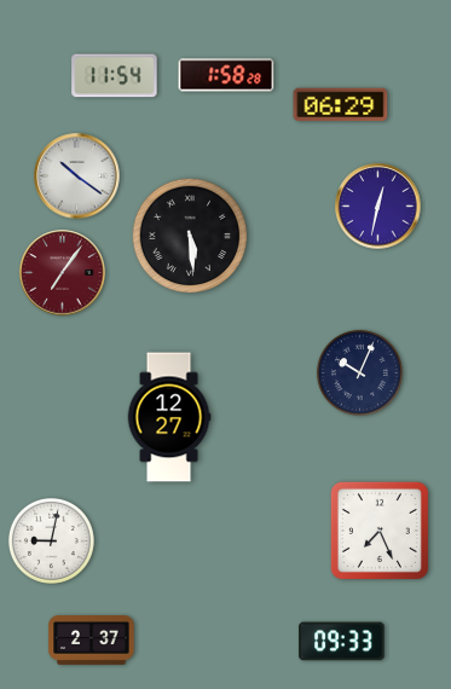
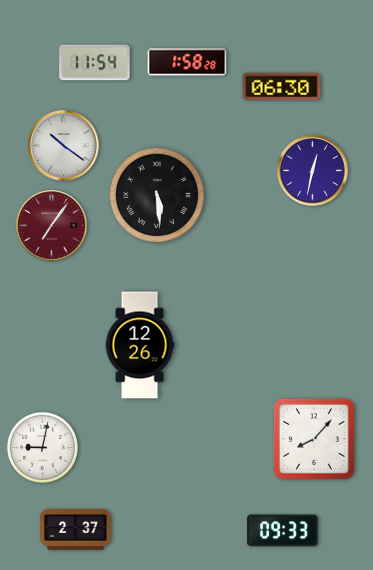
clock at (341, 105): 06:29 -> 06:30
clock at (359, 372): 10:04 -> none
clock at (169, 417): 12:27 -> 12:26
clock at (380, 531): 7:26 -> 8:07
